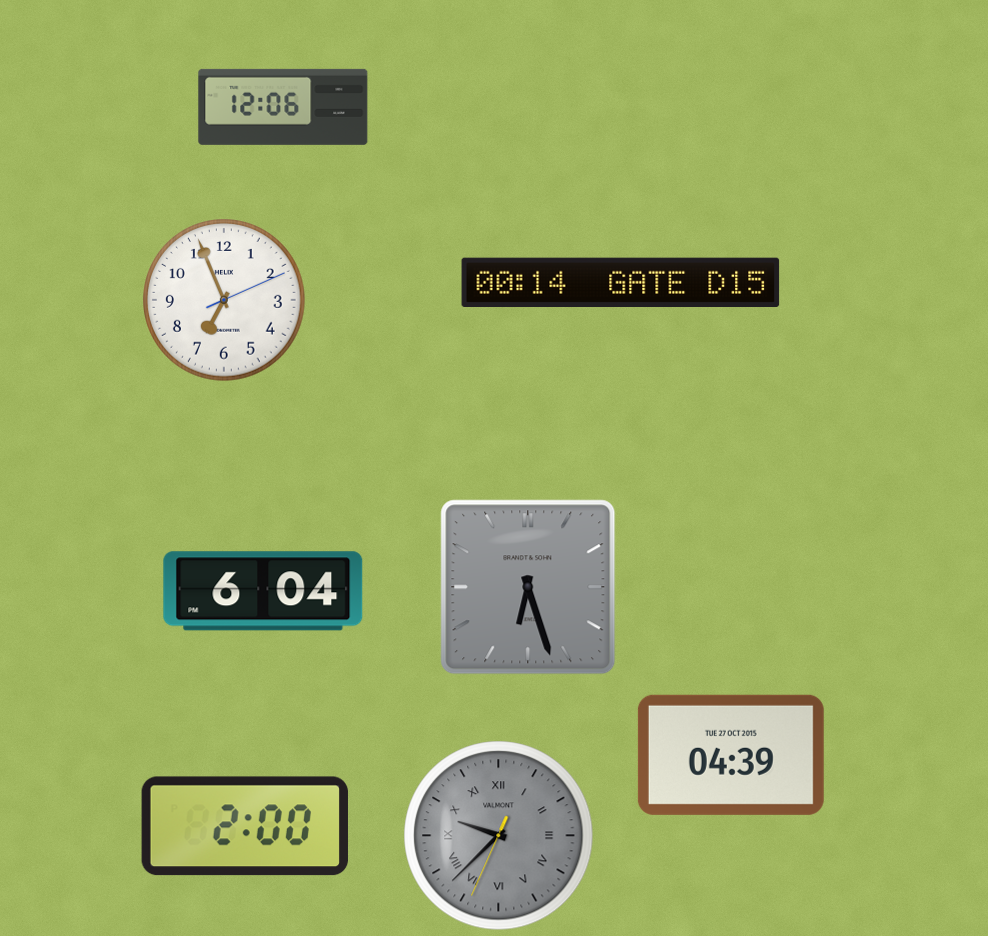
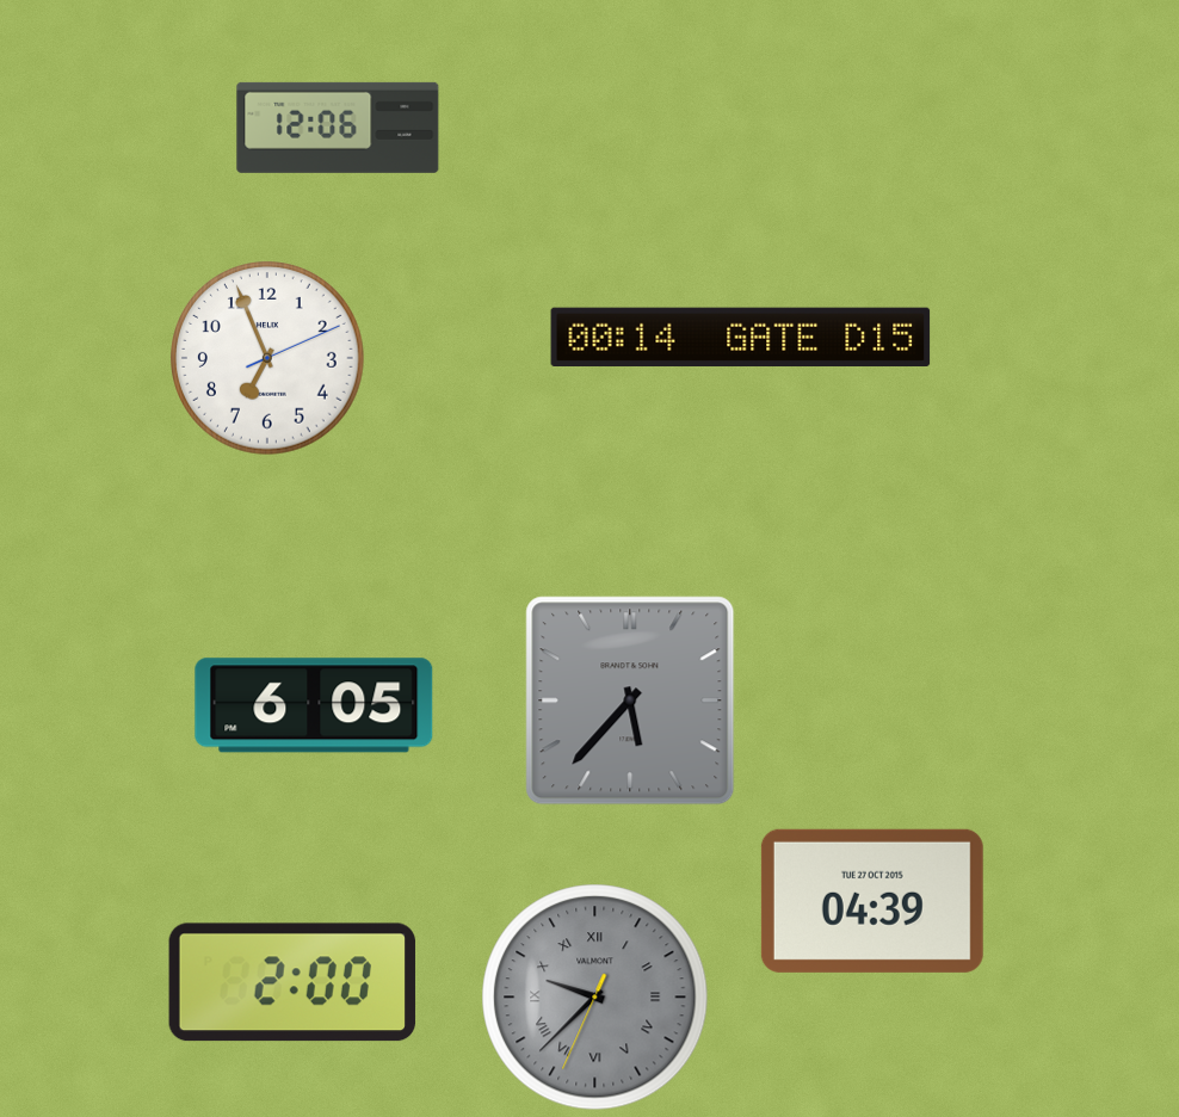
clock at (528, 587): 6:27 -> 5:37
clock at (263, 591): 6:04 -> 6:05
clock at (245, 826) position: (245, 826) -> (292, 982)
